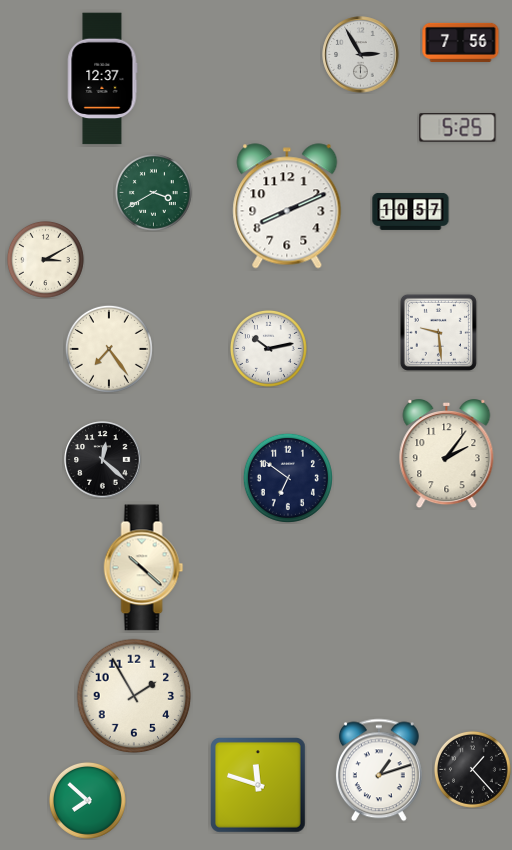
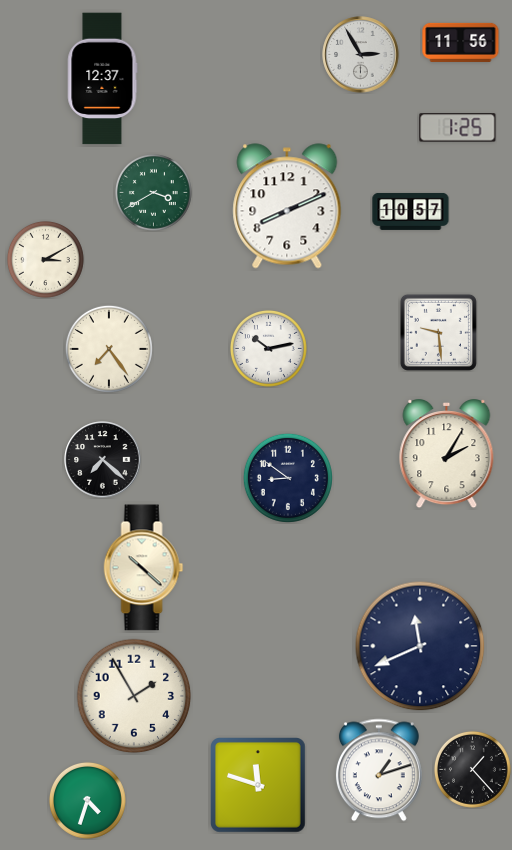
clock at (461, 42): 7:56 -> 11:56
clock at (458, 128): 5:25 -> 1:25
clock at (447, 455): 2:06 -> 2:05
clock at (103, 460): 12:22 -> 7:22
clock at (288, 478): 6:51 -> 8:51
clock at (420, 646): none -> 11:41
clock at (87, 800): 7:52 -> 4:33
